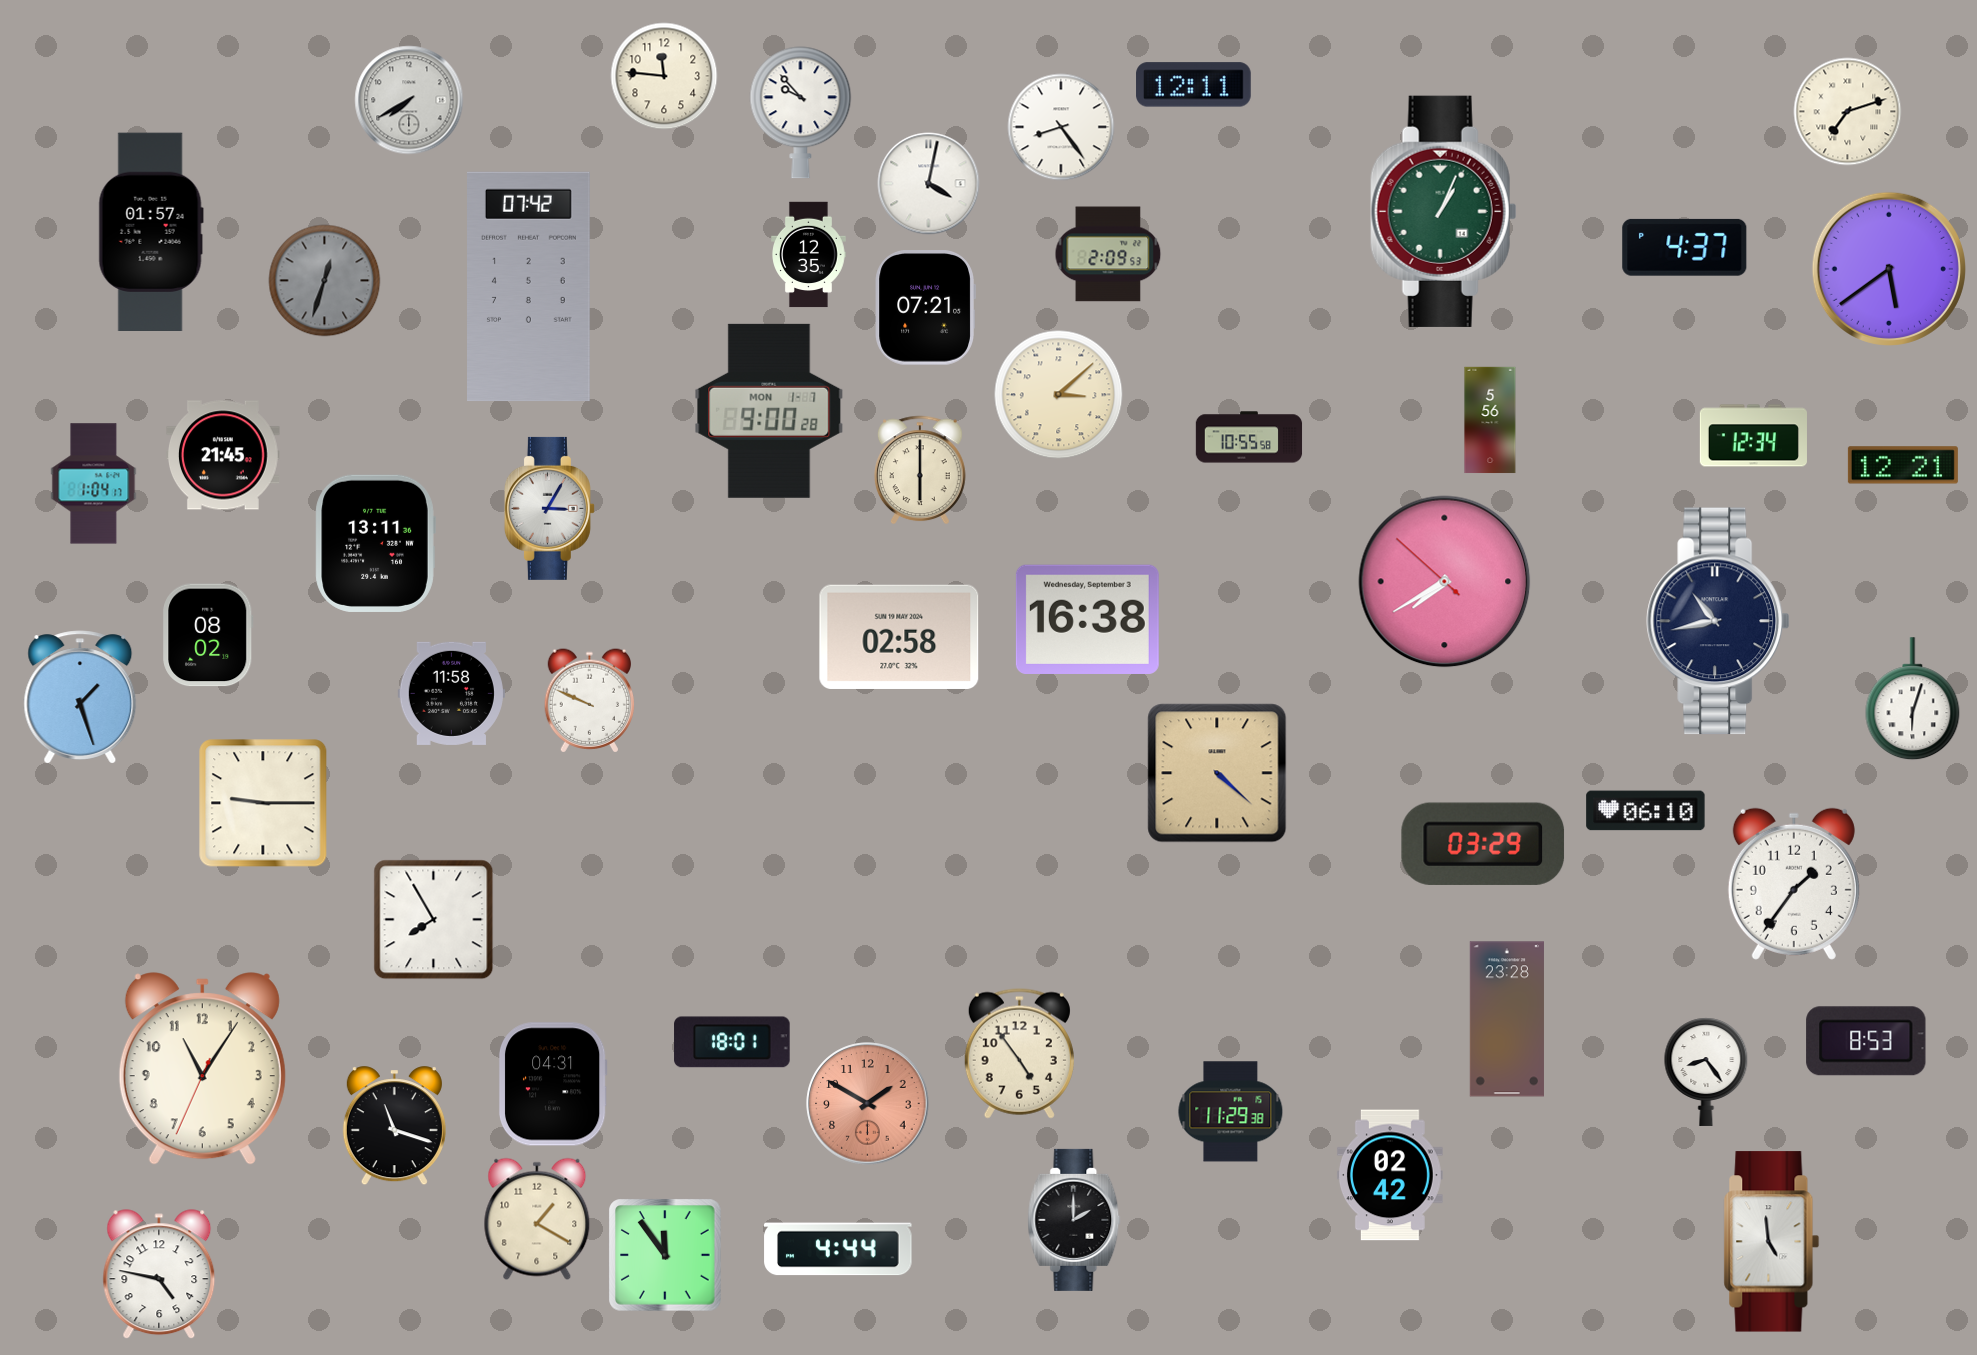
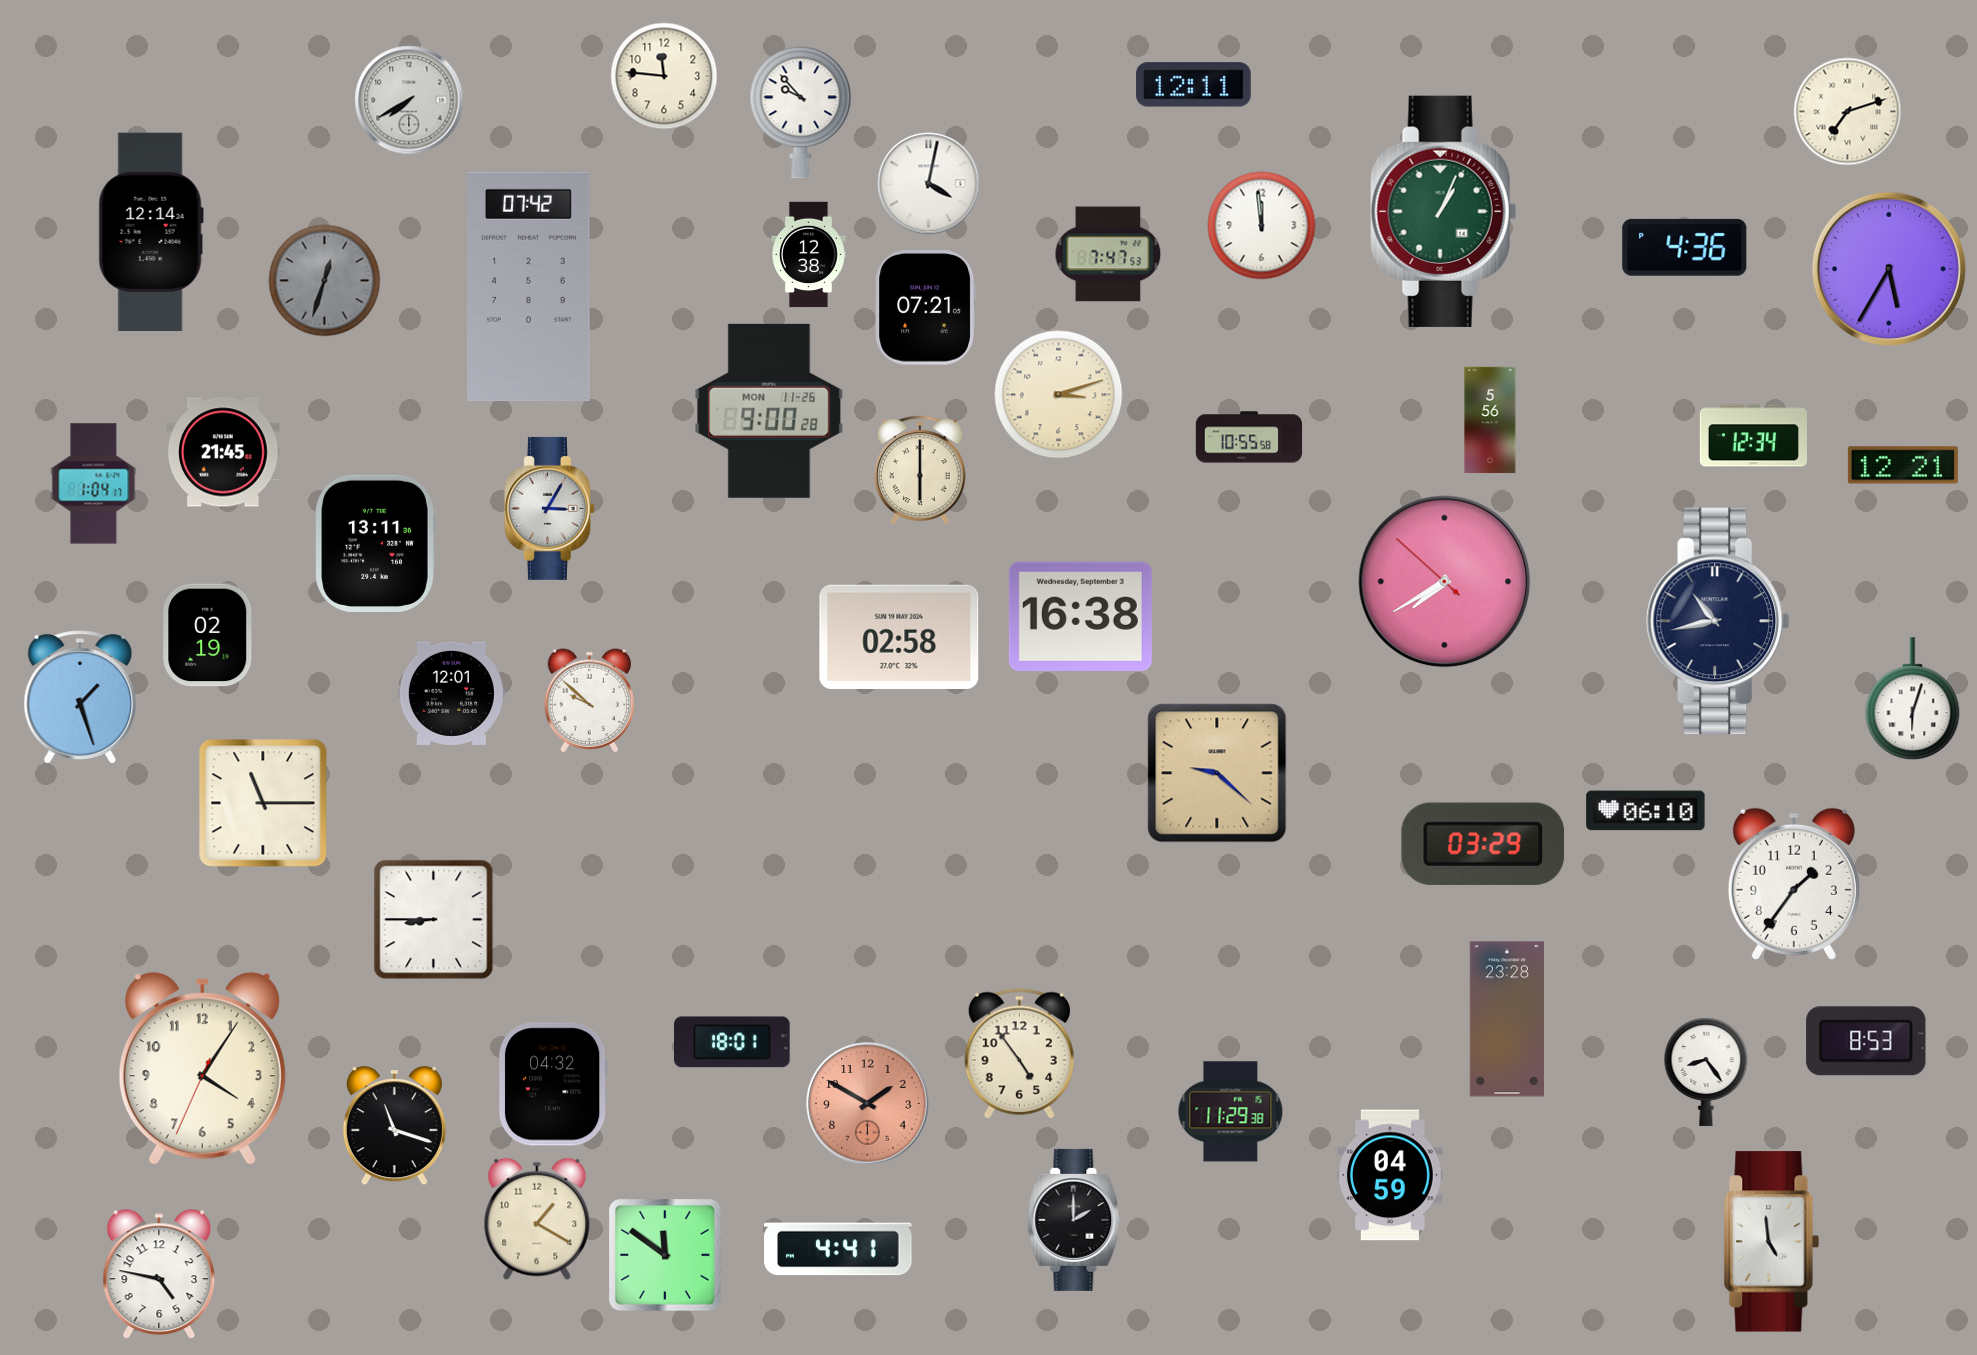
clock at (1061, 127): 8:24 -> none
clock at (1262, 226): none -> 11:59
clock at (151, 231): 01:57 -> 12:14
clock at (1685, 247): 4:37 -> 4:36
clock at (1108, 254): 2:09 -> 7:47
clock at (809, 255): 12:35 -> 12:38
clock at (1889, 269): 5:39 -> 5:35
clock at (1059, 395): 3:08 -> 3:12
clock at (769, 411) date: MON 1-7 -> MON 11-26
clock at (224, 455) position: (224, 455) -> (224, 452)
clock at (1087, 619) position: (1087, 619) -> (1080, 616)
clock at (208, 635): 08:02 -> 02:19
clock at (451, 693): 11:58 -> 12:01
clock at (589, 701): 9:49 -> 9:52
clock at (1217, 773): 4:22 -> 9:22
clock at (263, 803): 9:15 -> 11:15
clock at (434, 920): 7:55 -> 8:45
clock at (202, 1069): 11:05 -> 4:05
clock at (553, 1084): 04:31 -> 04:32
clock at (1390, 1175): 02:42 -> 04:59
clock at (838, 1249): 4:44 -> 4:41
clock at (665, 1255): 11:54 -> 11:51
